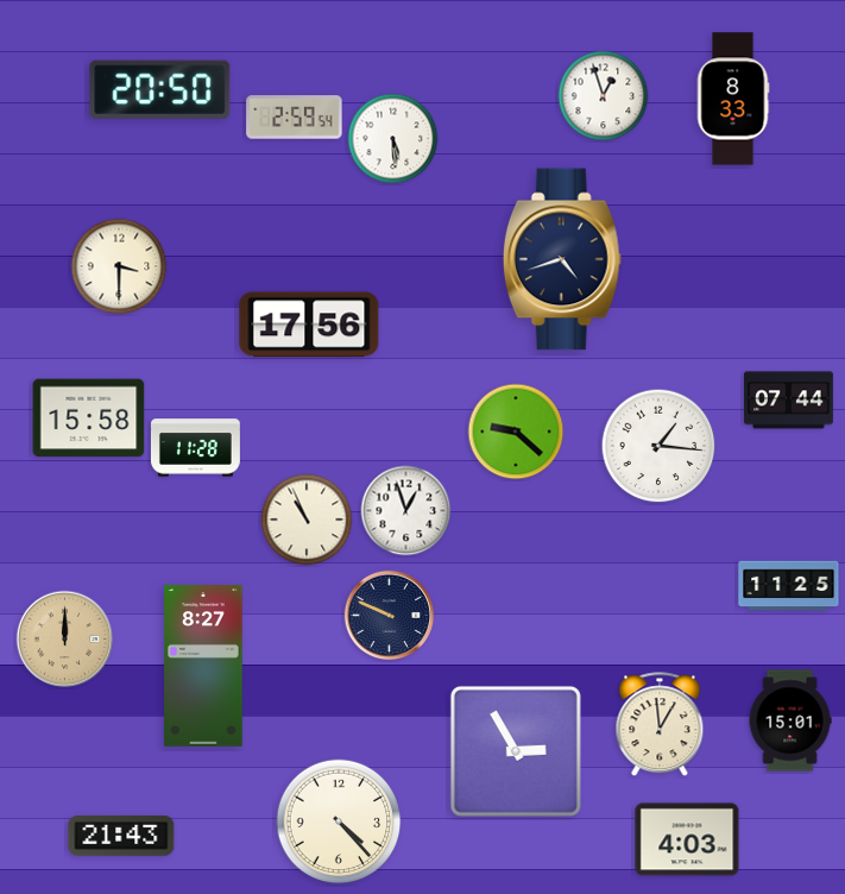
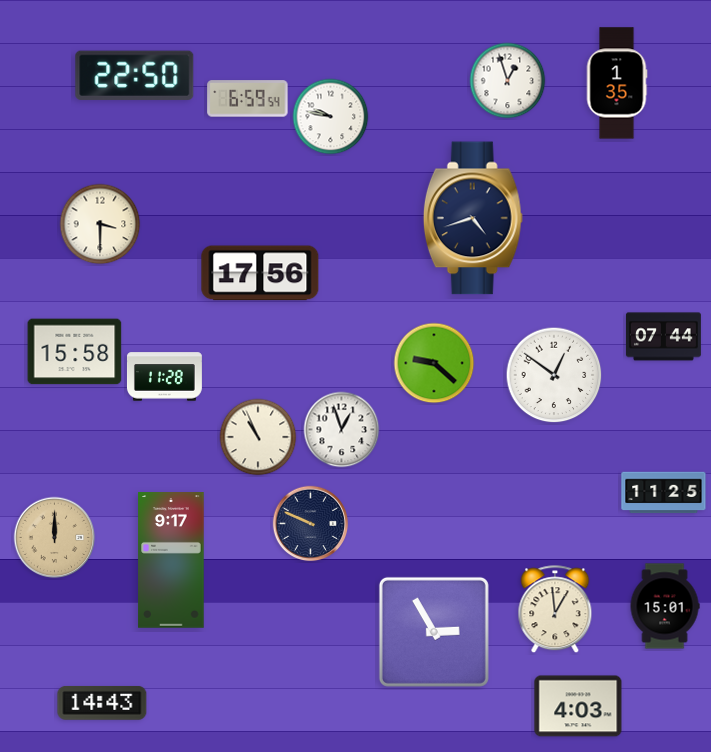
clock at (160, 89): 20:50 -> 22:50
clock at (733, 99): 8:33 -> 1:35
clock at (295, 118): 2:59 -> 6:59
clock at (393, 139): 5:29 -> 9:47
clock at (658, 446): 1:16 -> 12:51
clock at (390, 616) position: (390, 616) -> (311, 524)
clock at (203, 666): 8:27 -> 9:17
clock at (339, 821): 4:23 -> none
clock at (121, 836): 21:43 -> 14:43
